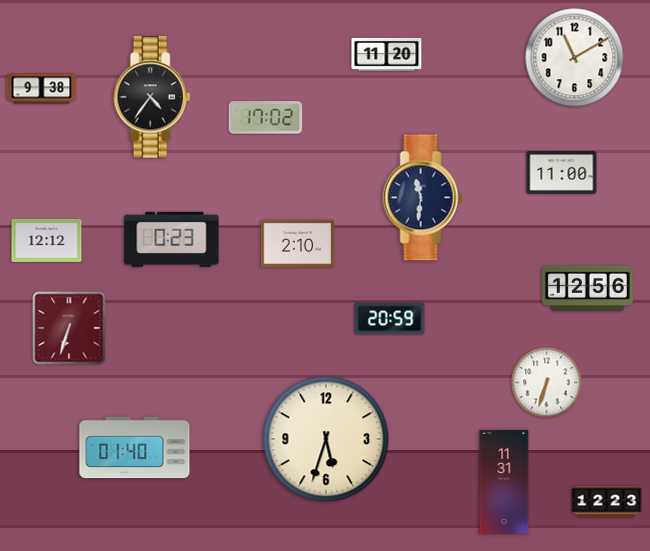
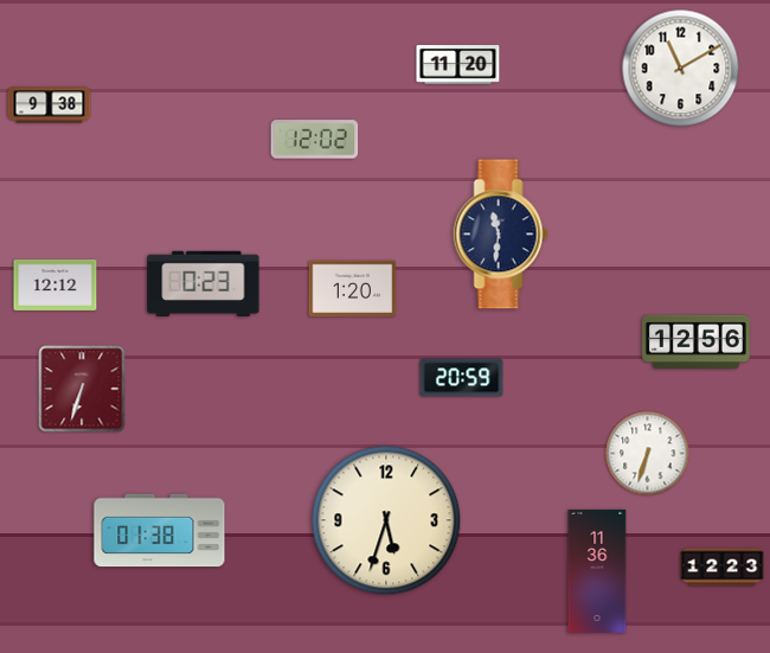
clock at (152, 97): 4:36 -> none
clock at (266, 118): 17:02 -> 12:02
clock at (562, 173): 11:00 -> none
clock at (298, 244): 2:10 -> 1:20
clock at (135, 448): 01:40 -> 01:38
clock at (504, 482): 11:31 -> 11:36
clock at (607, 502) position: (607, 502) -> (723, 568)
